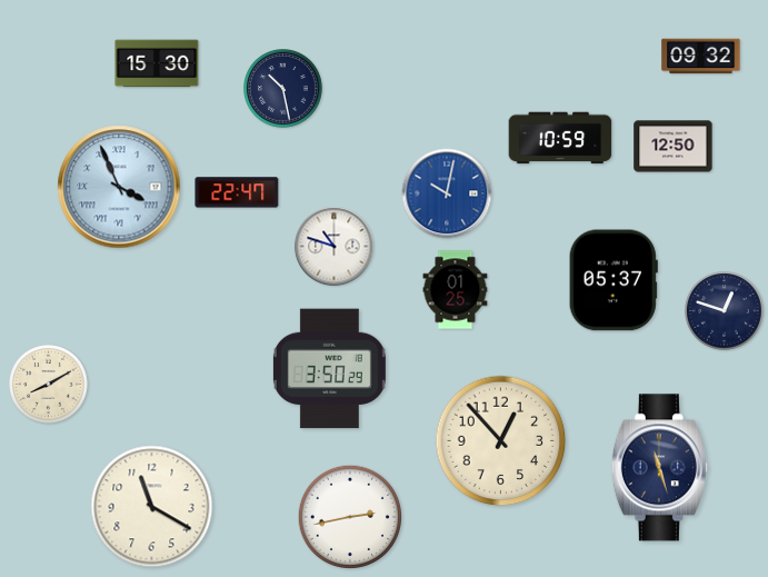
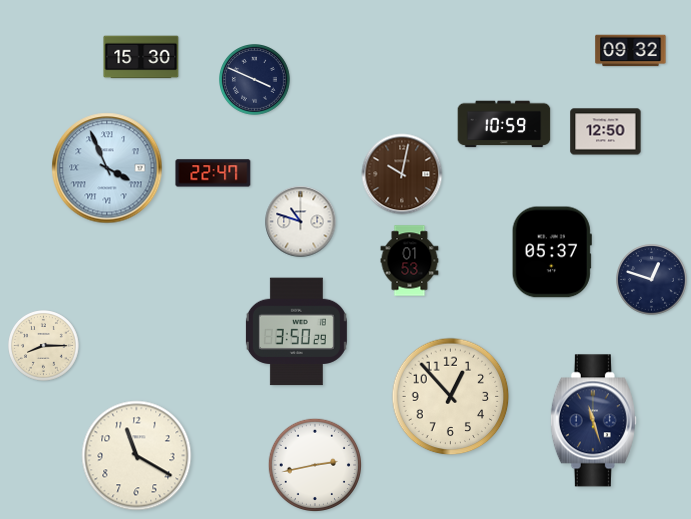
clock at (283, 89): 10:28 -> 3:49
clock at (447, 193) dial: blue -> brown
clock at (456, 290): 01:25 -> 01:53
clock at (49, 385): 8:10 -> 8:15
